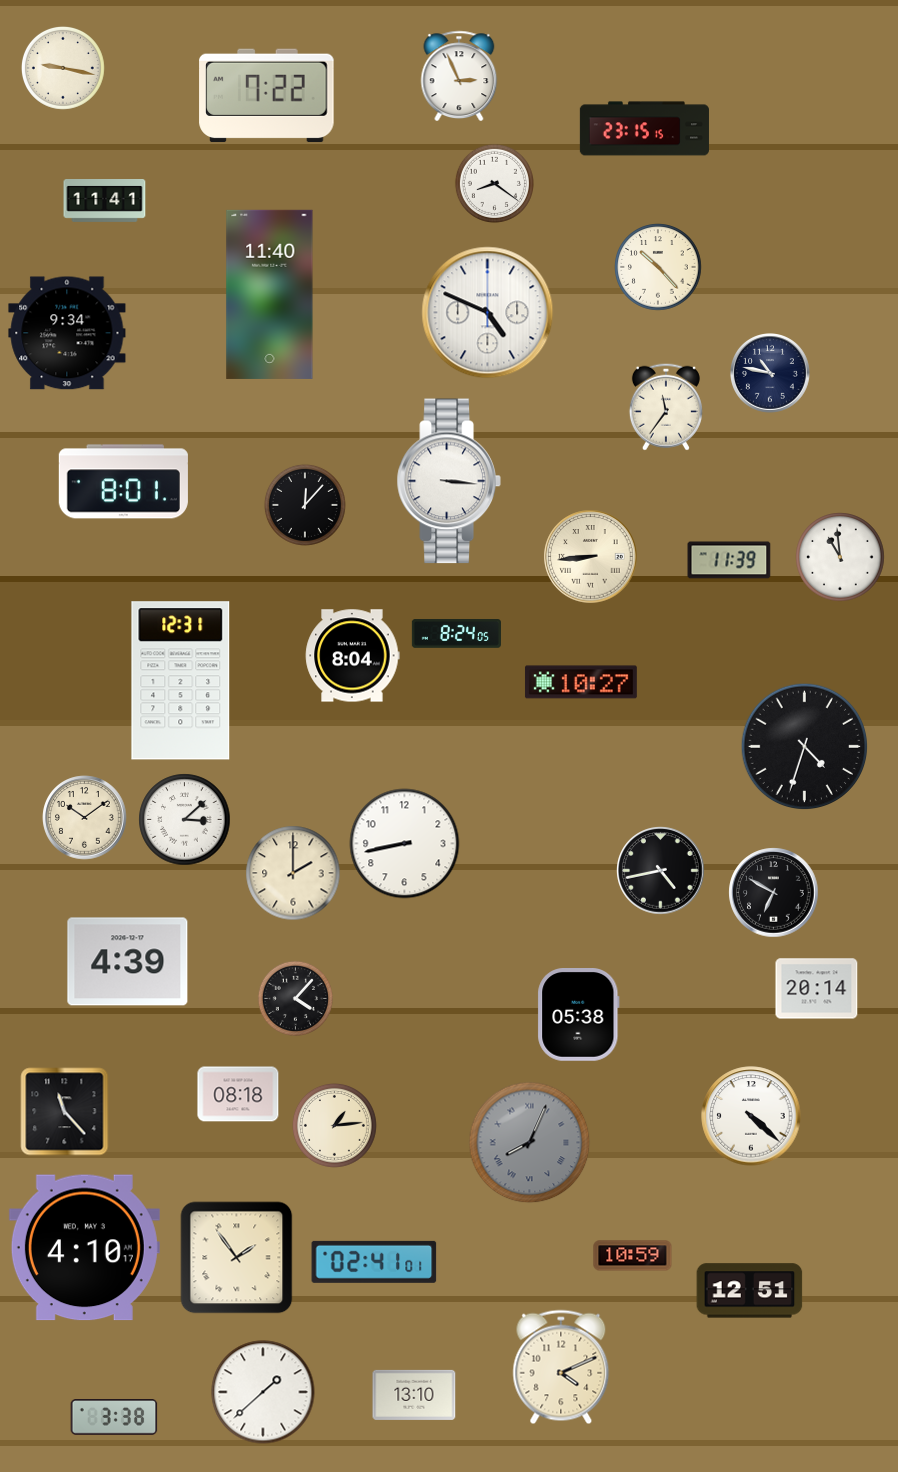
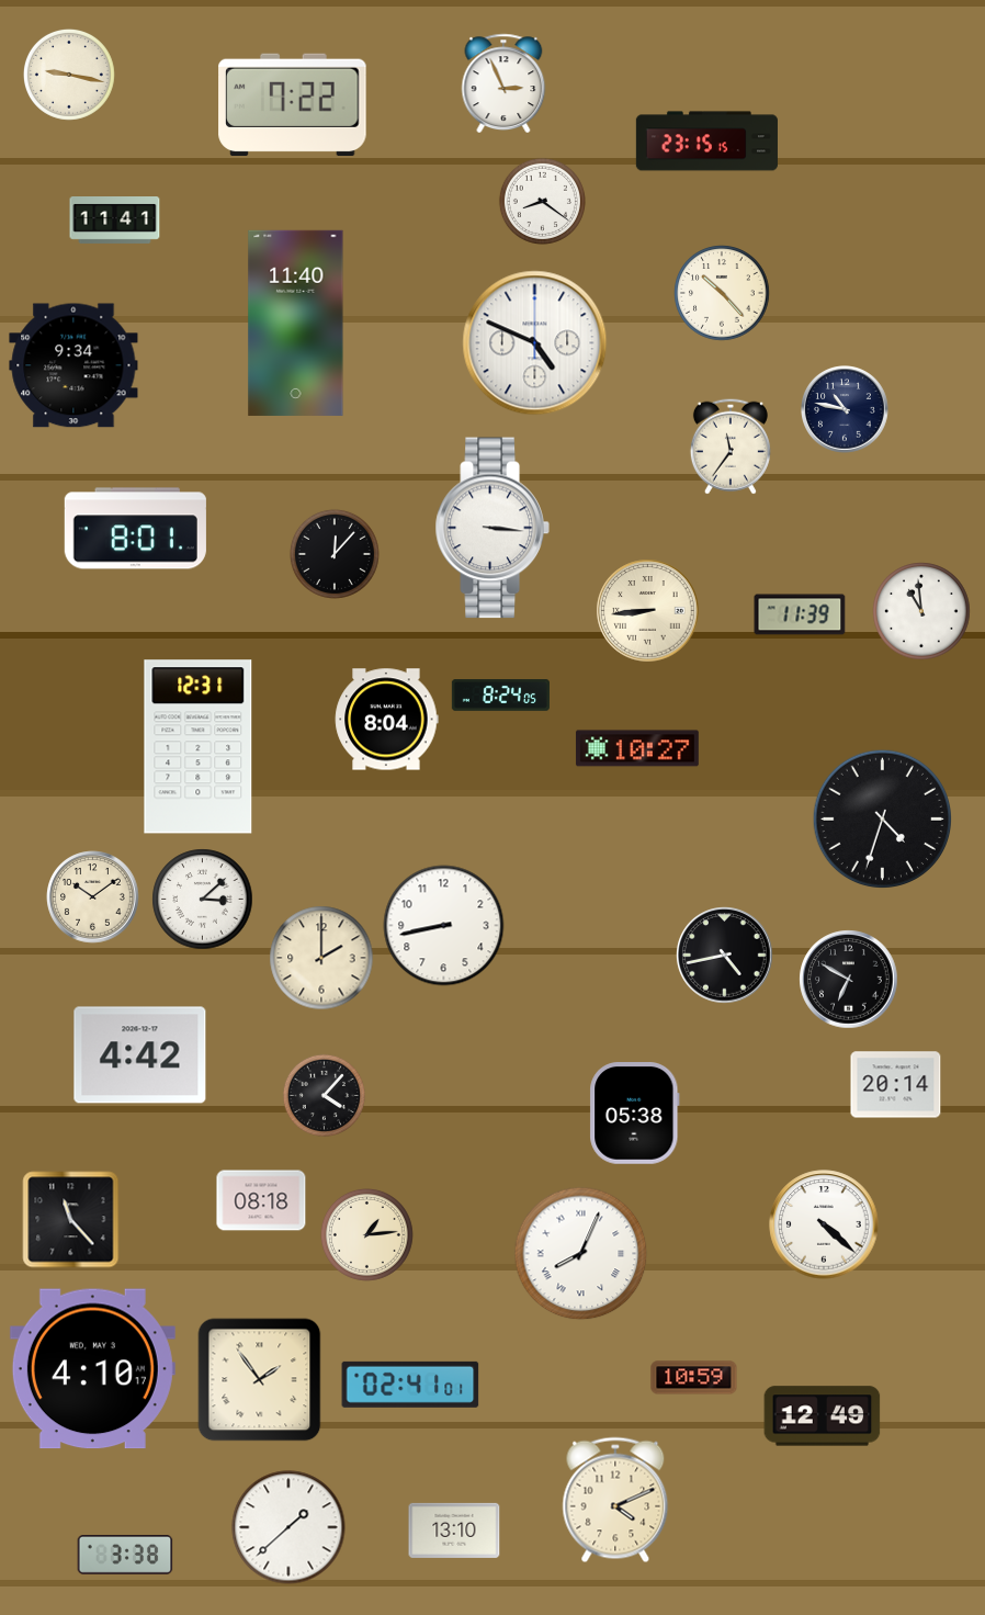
clock at (128, 962): 4:39 -> 4:42
clock at (530, 1143) dial: grey -> white
clock at (750, 1291): 12:51 -> 12:49
